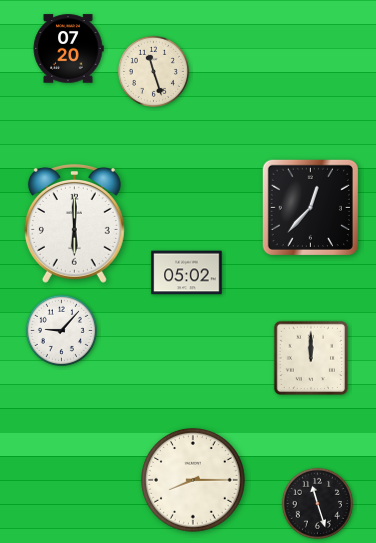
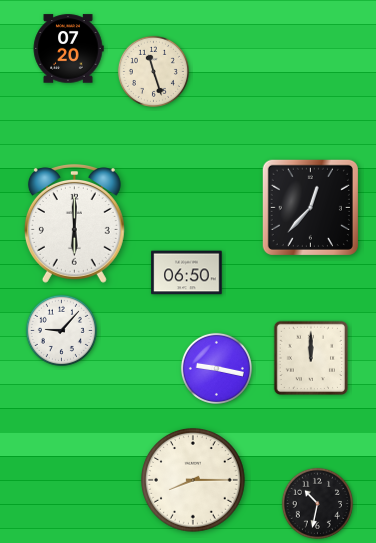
clock at (187, 273): 05:02 -> 06:50
clock at (216, 368): none -> 9:17
clock at (317, 503): 11:27 -> 10:32
